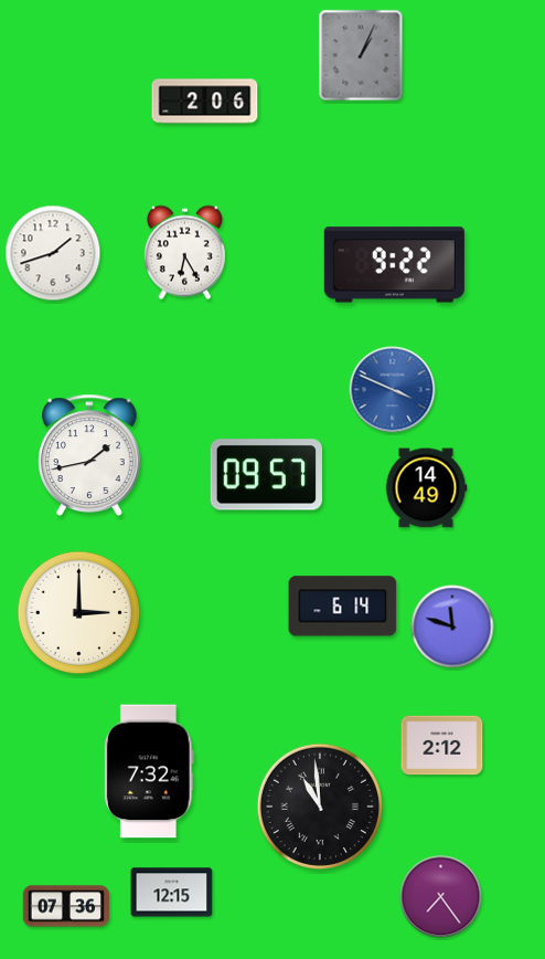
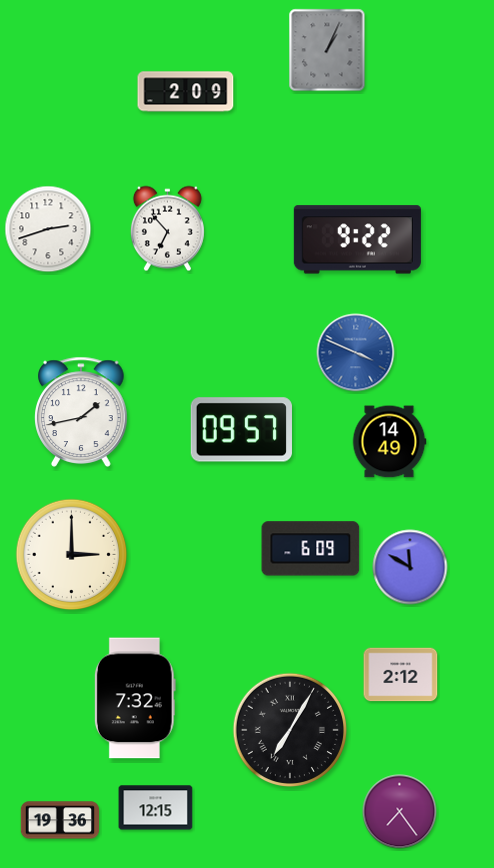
clock at (205, 102): 2:06 -> 2:09
clock at (53, 253): 1:42 -> 2:42
clock at (184, 253): 6:25 -> 6:53
clock at (426, 488) position: (426, 488) -> (389, 442)
clock at (343, 607): 6:14 -> 6:09
clock at (452, 626): 11:48 -> 11:50
clock at (320, 807): 10:59 -> 7:05
clock at (66, 906): 07:36 -> 19:36
